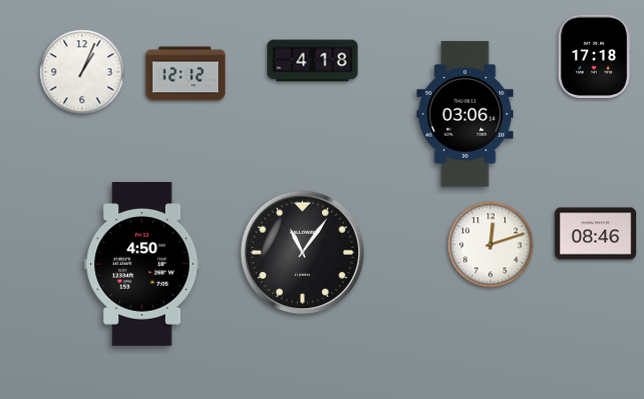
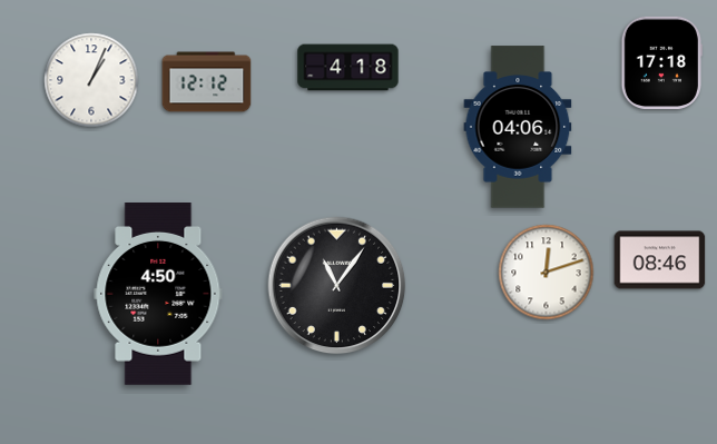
clock at (465, 114): 03:06 -> 04:06
clock at (596, 234) position: (596, 234) -> (660, 260)
clock at (303, 253) position: (303, 253) -> (337, 286)
